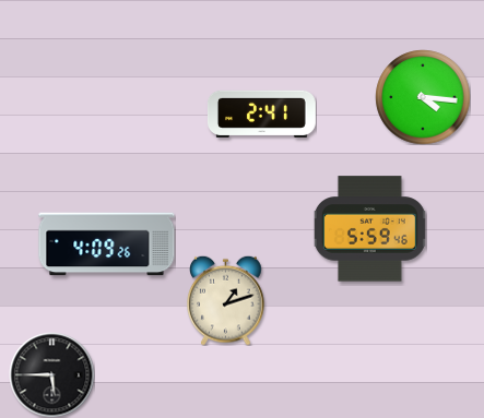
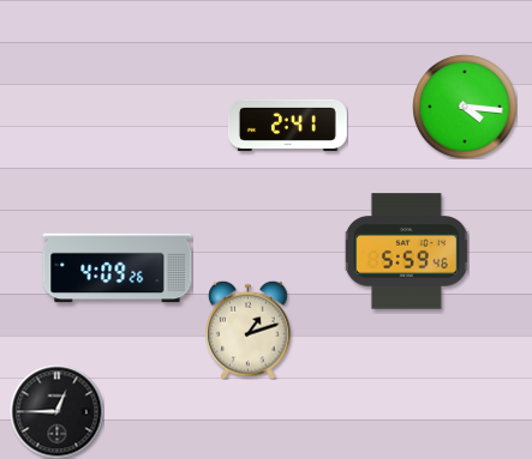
clock at (51, 374): 5:45 -> 12:45
